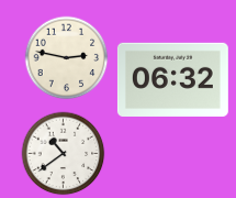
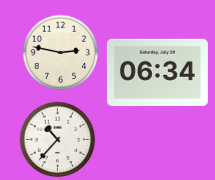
clock at (172, 79): 06:32 -> 06:34
clock at (64, 154): 10:39 -> 10:37
